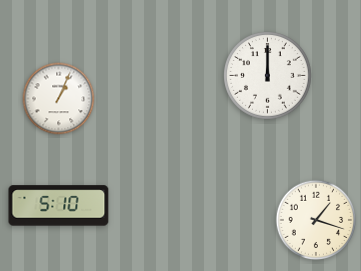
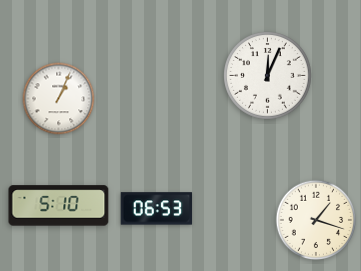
clock at (268, 76): 12:00 -> 12:04
clock at (157, 209): none -> 06:53
